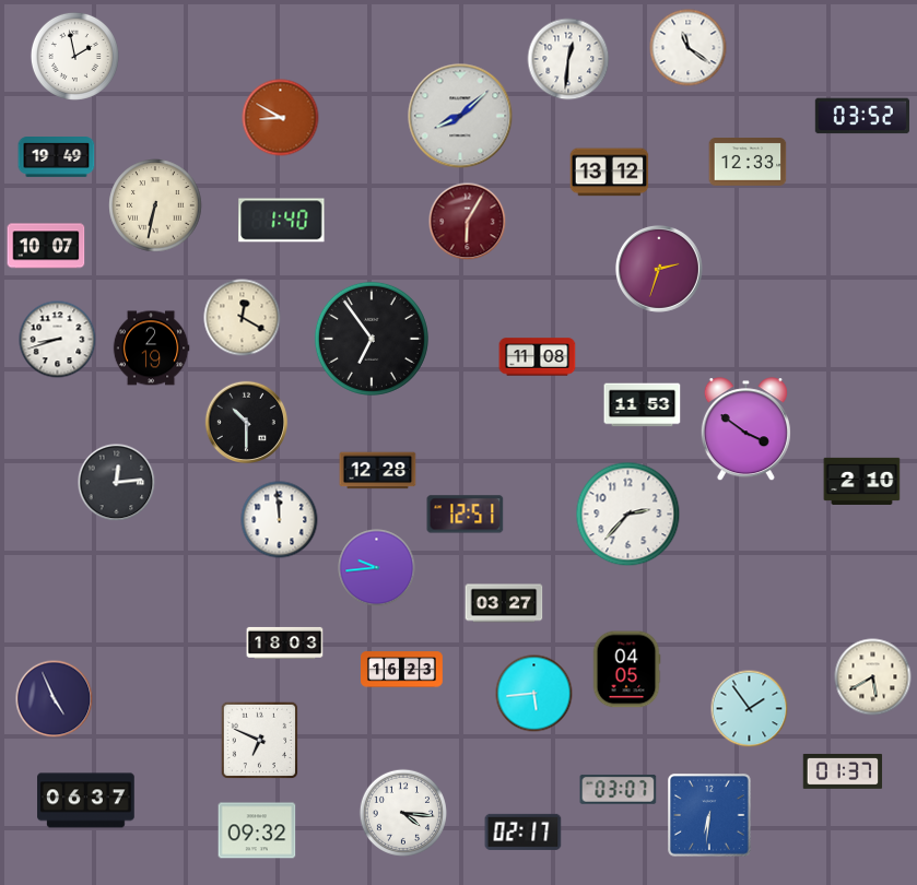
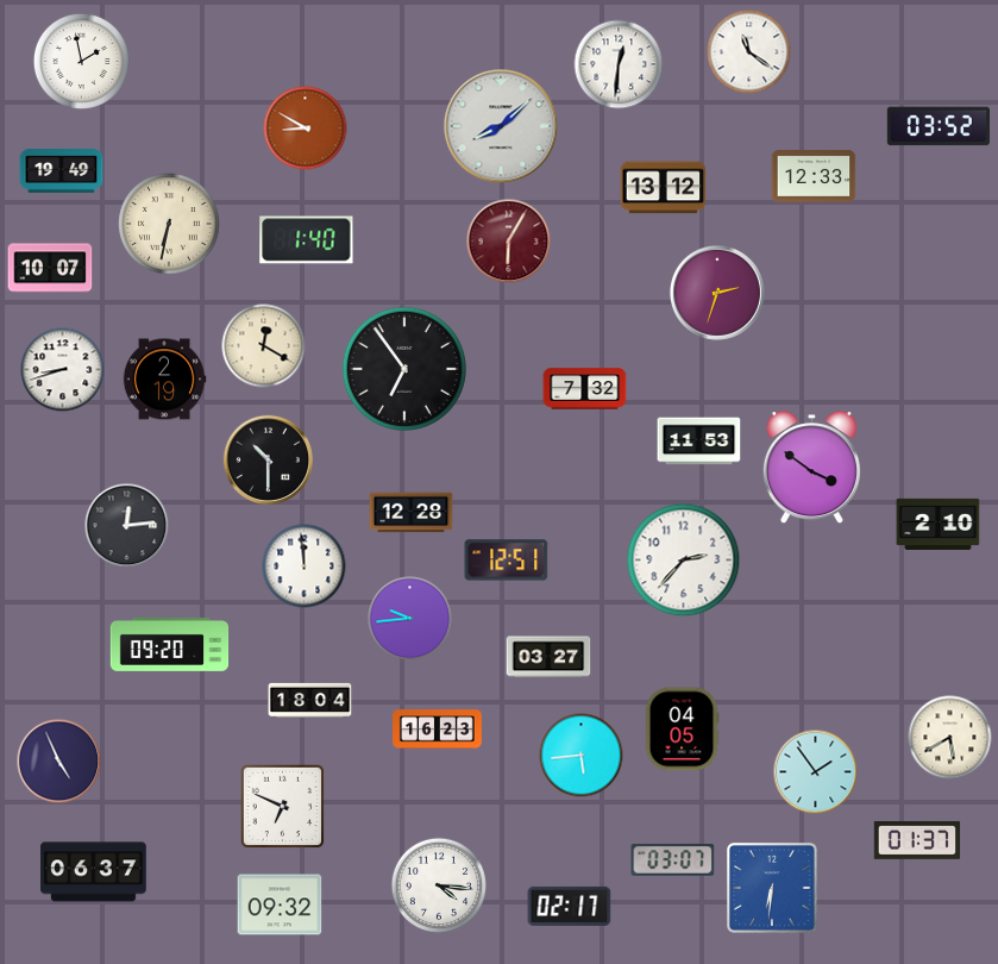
clock at (538, 357): 11:08 -> 7:32
clock at (170, 645): none -> 09:20
clock at (285, 642): 18:03 -> 18:04
